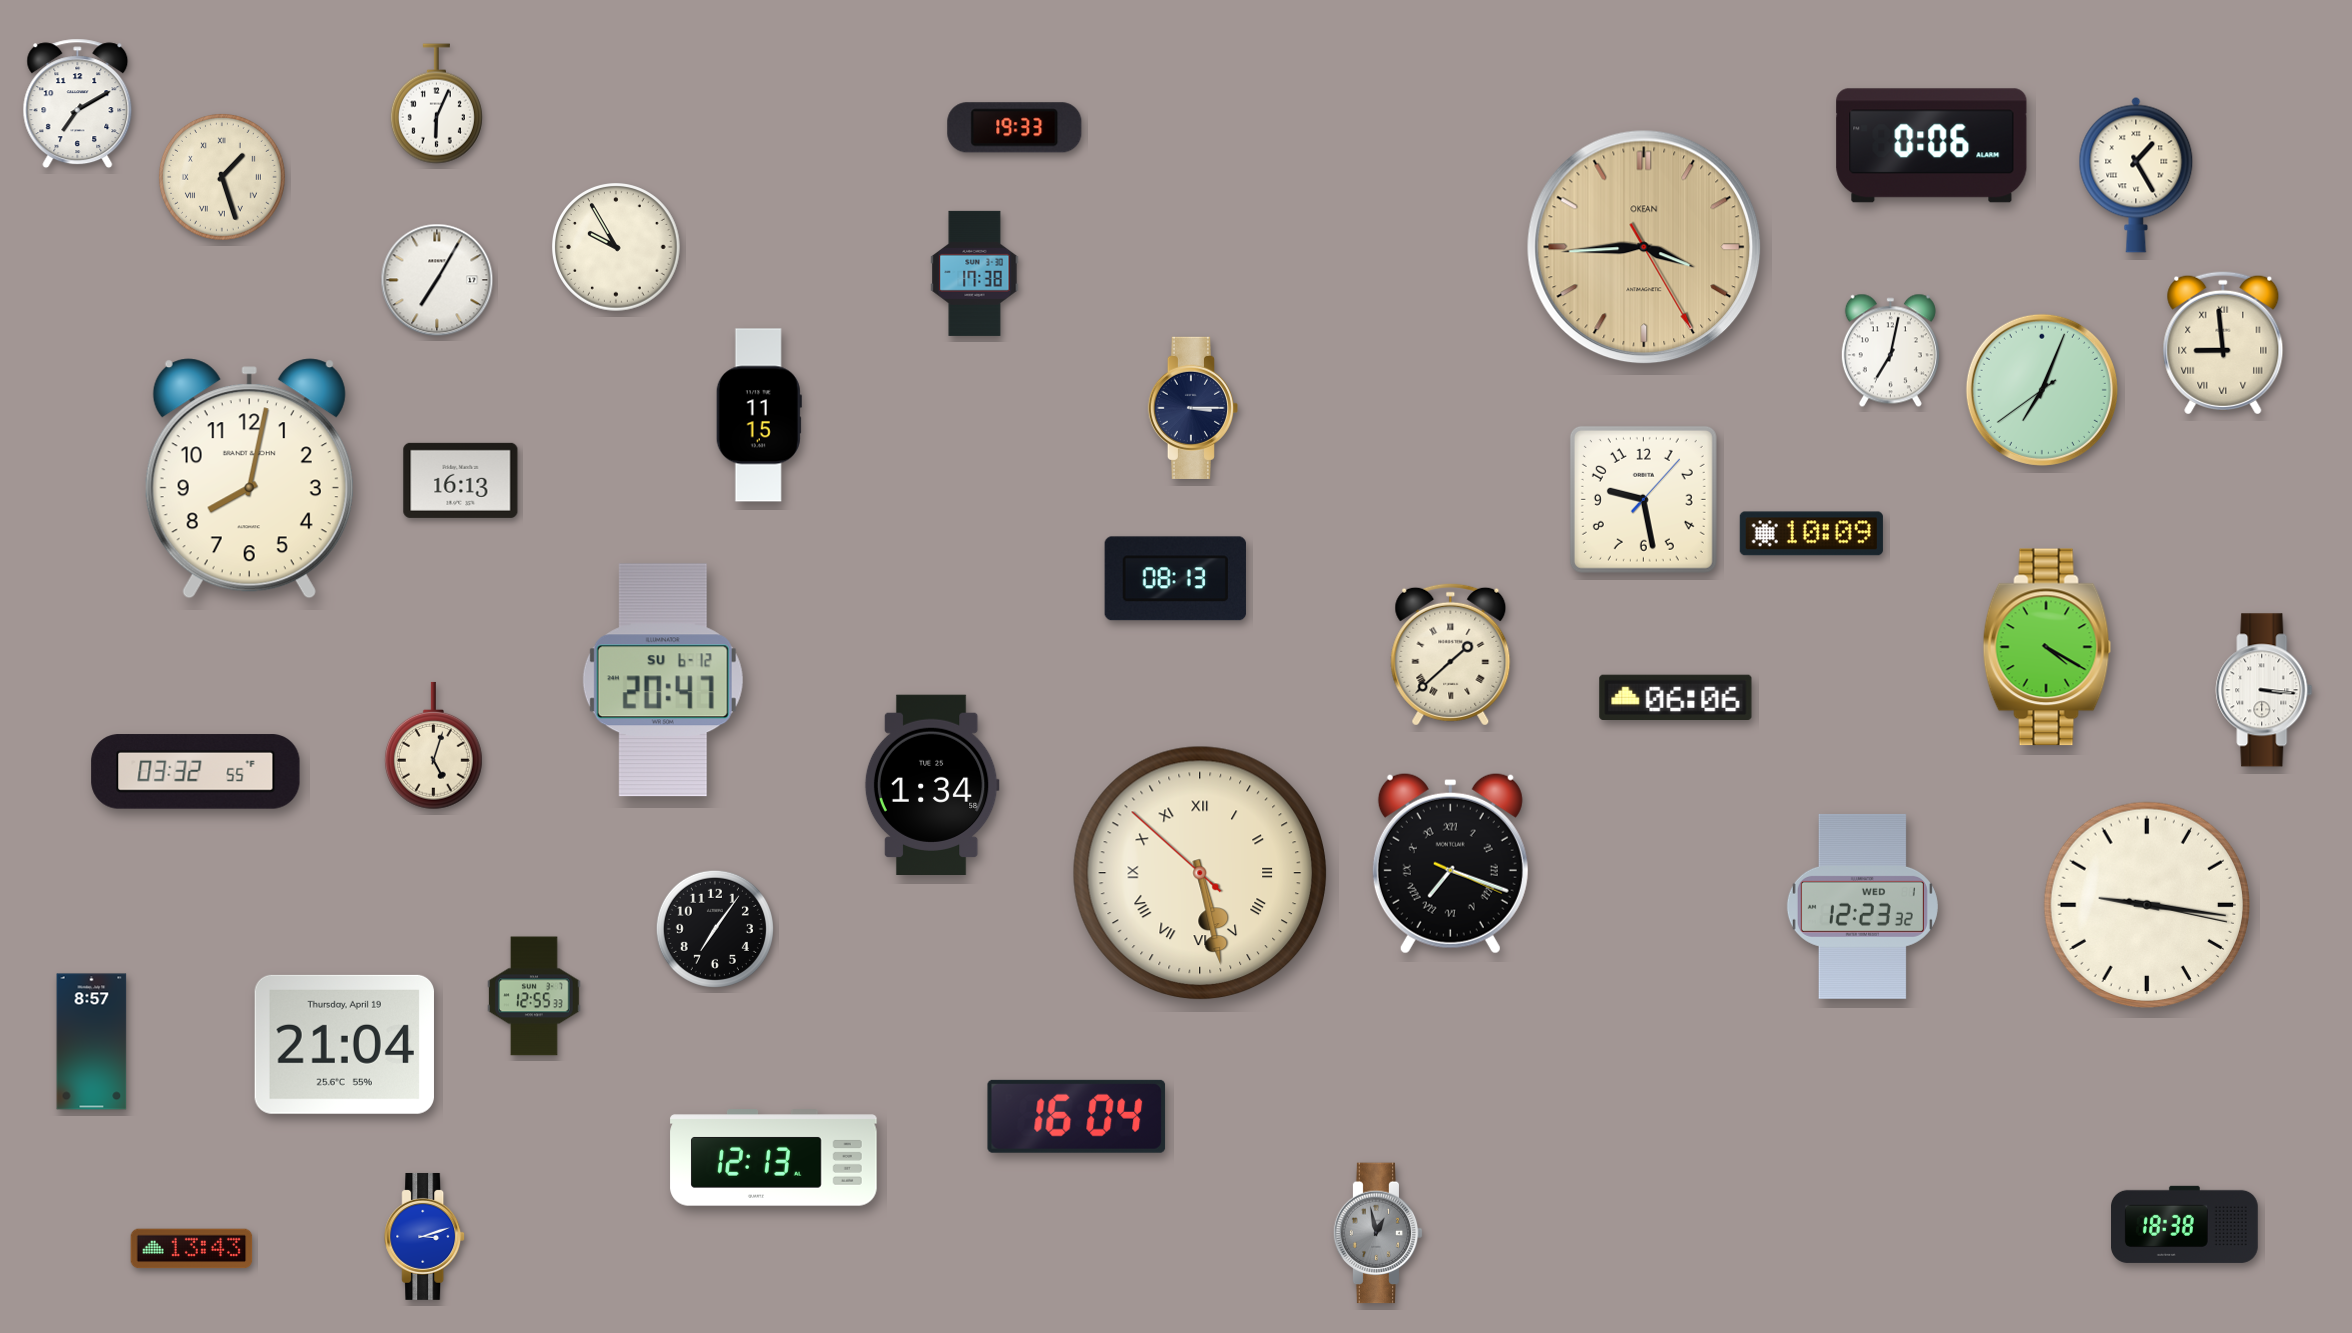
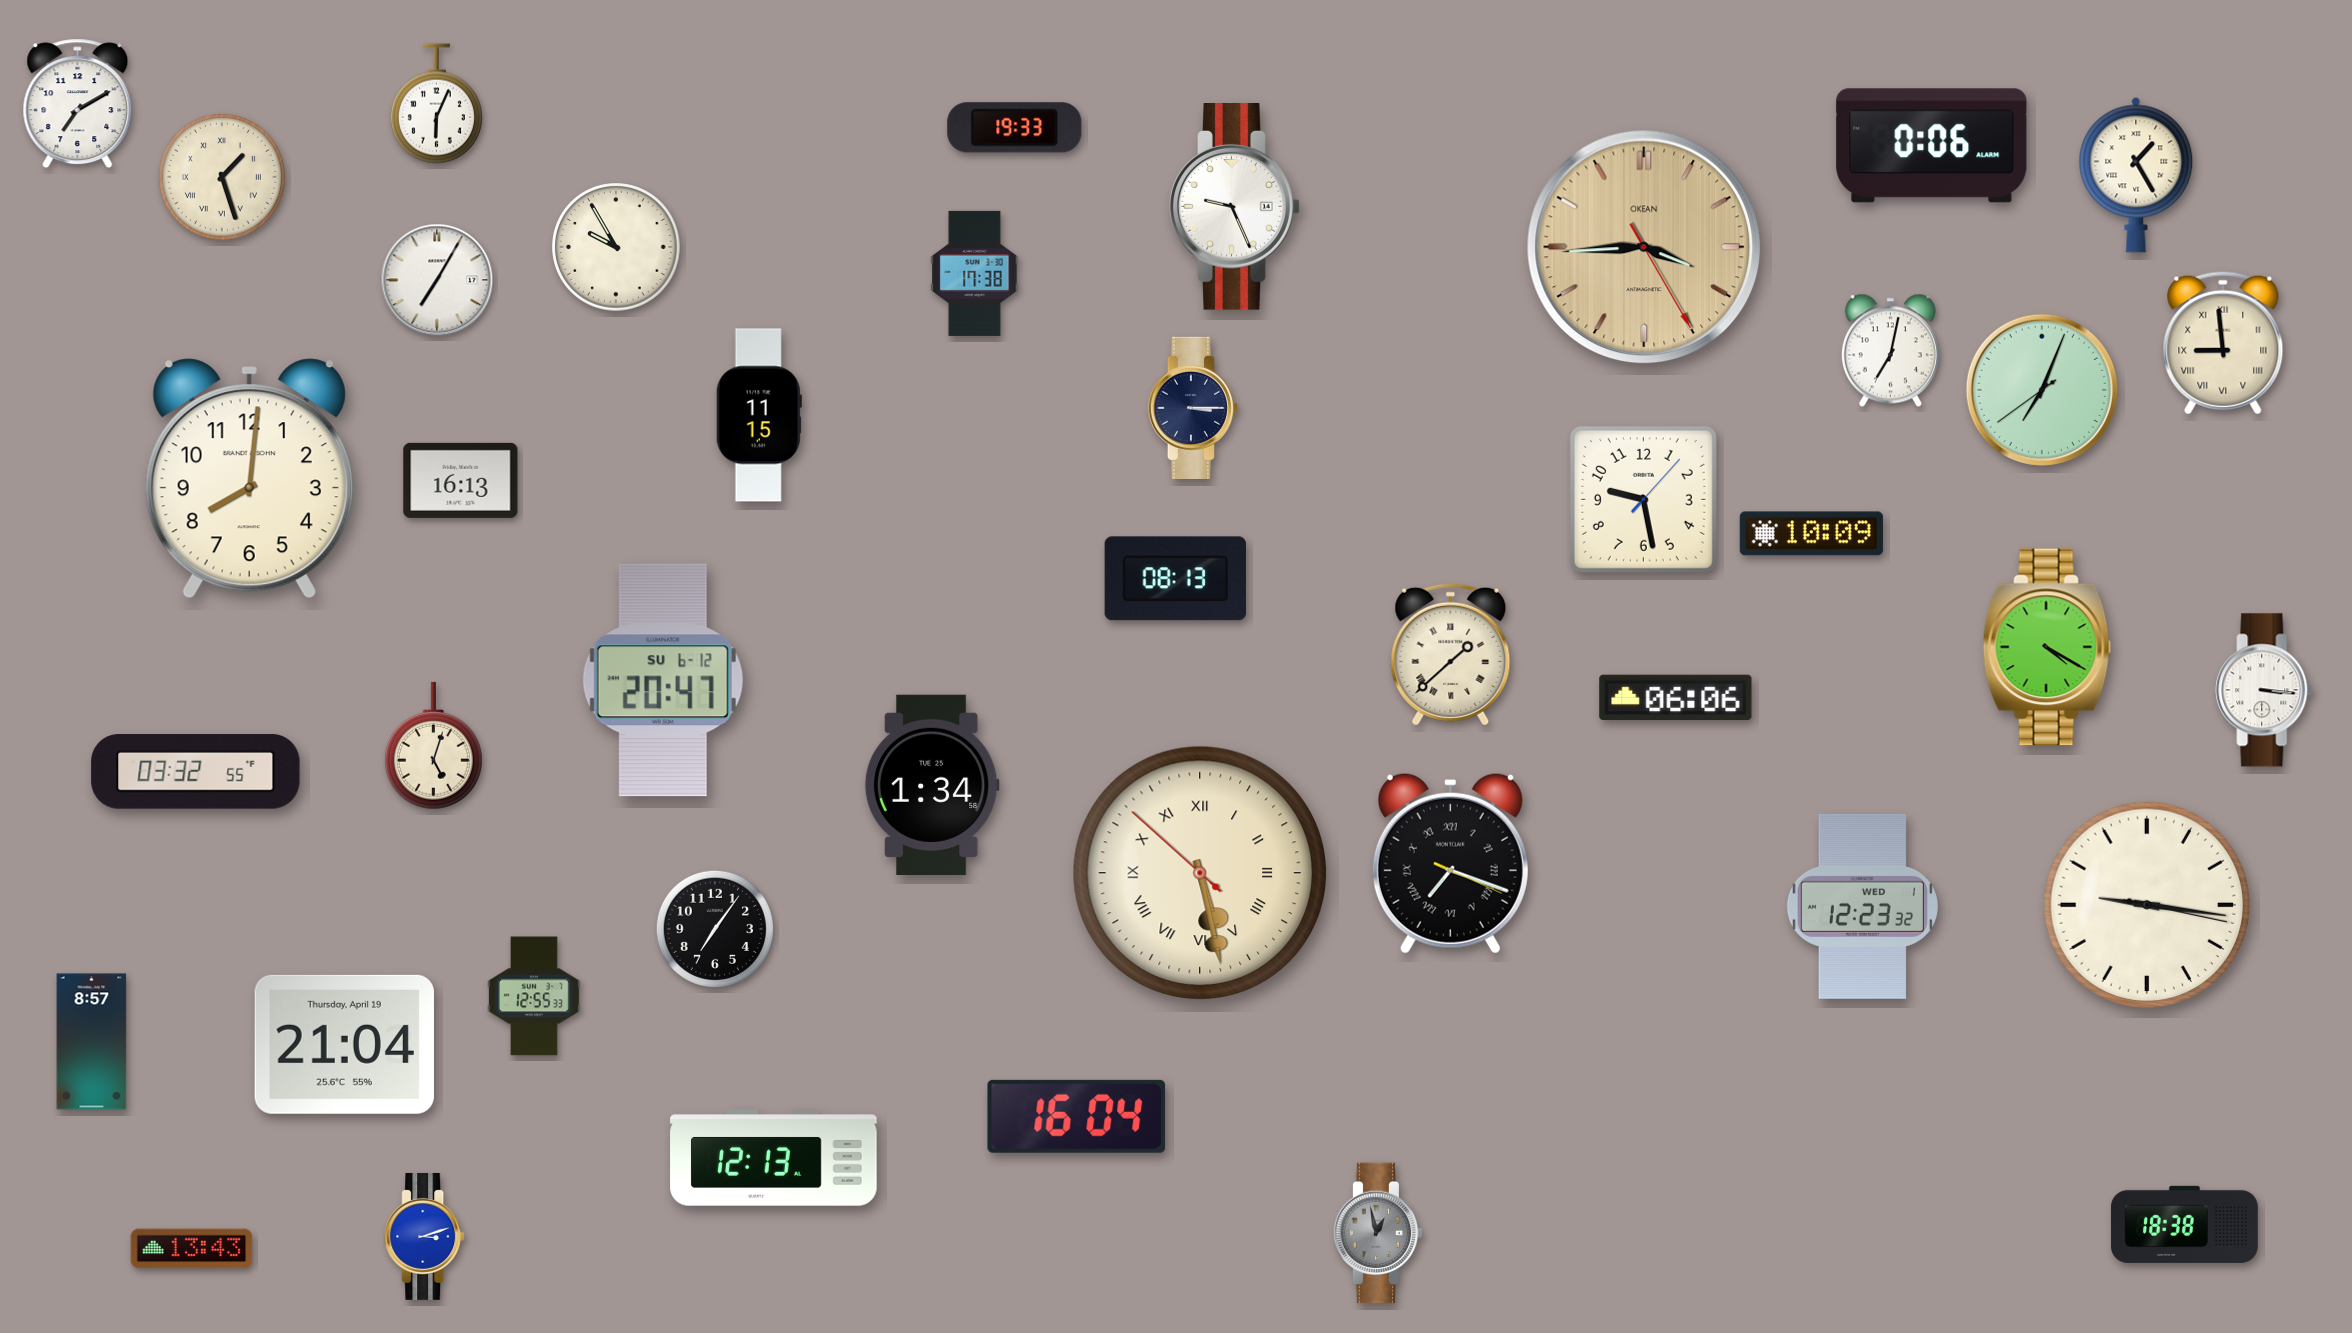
clock at (1235, 207): none -> 9:26
clock at (249, 479): 8:02 -> 8:01
